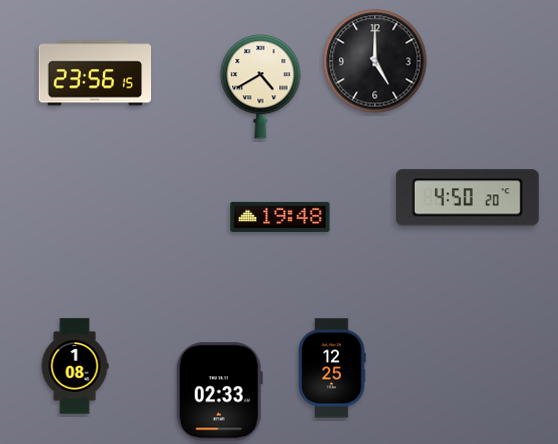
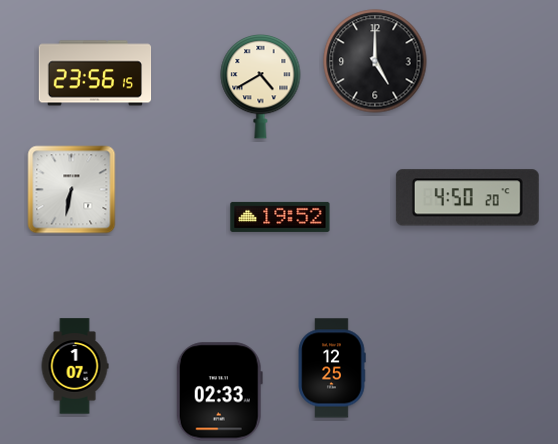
clock at (72, 190): none -> 6:32
clock at (280, 217): 19:48 -> 19:52
clock at (75, 366): 1:08 -> 1:07
